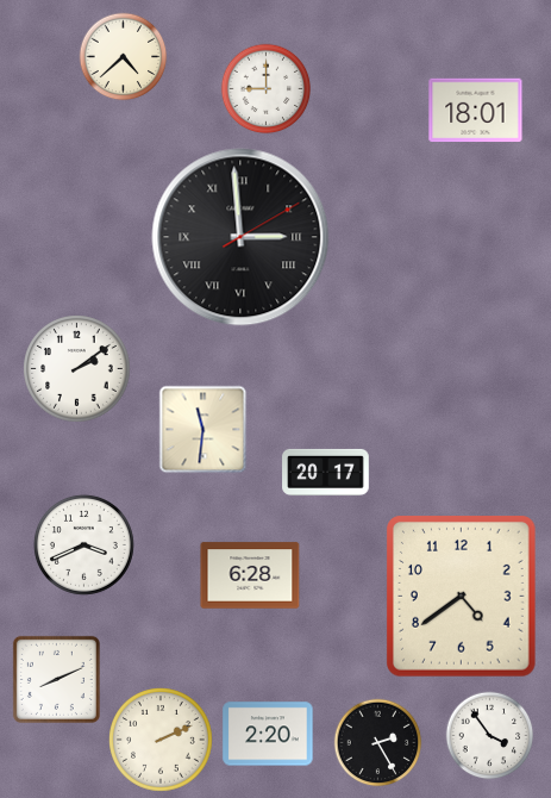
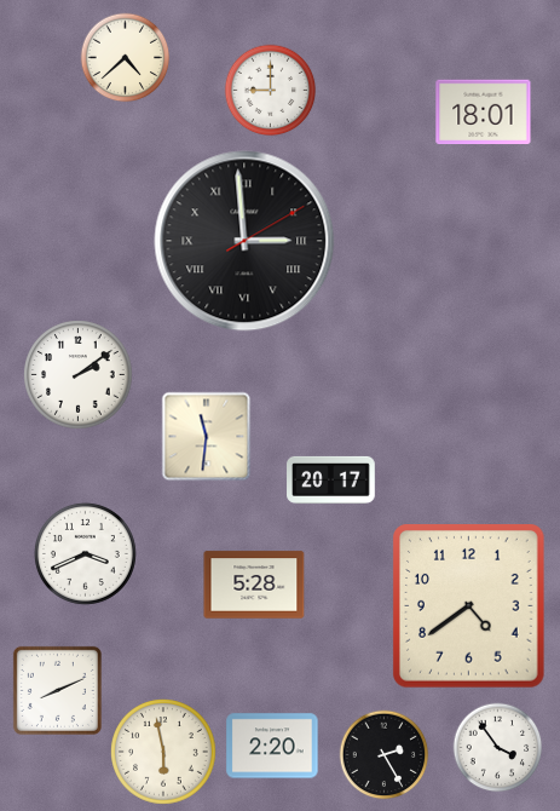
clock at (250, 575): 6:28 -> 5:28
clock at (162, 741): 2:11 -> 5:58
